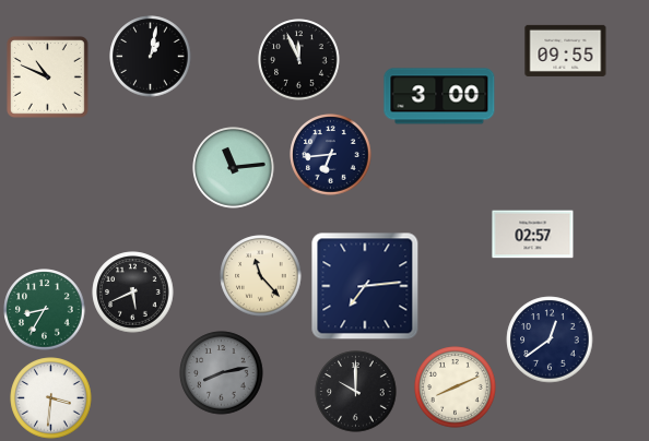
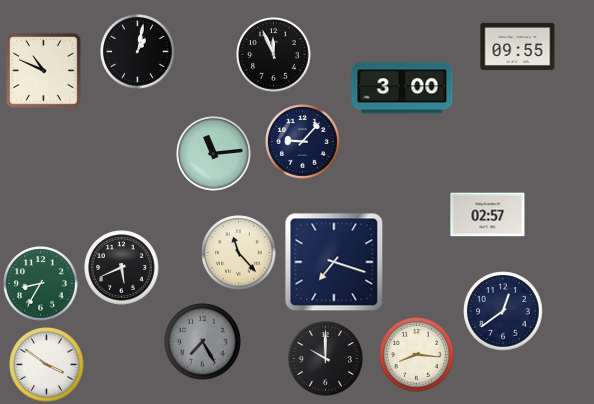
clock at (331, 155): 6:44 -> 9:07
clock at (365, 286): 7:14 -> 7:18
clock at (222, 373): 8:13 -> 7:25
clock at (456, 388): 8:11 -> 8:16
clock at (51, 398): 3:31 -> 3:51
